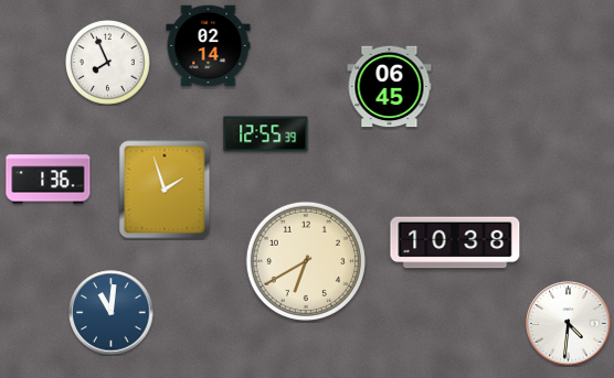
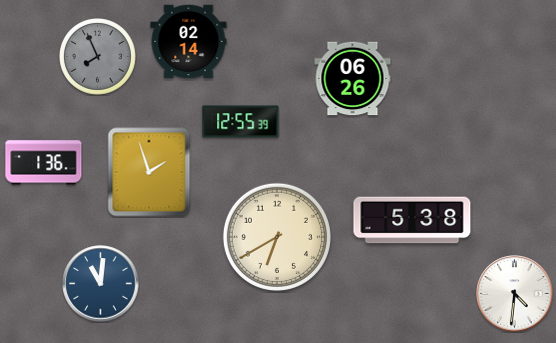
clock at (108, 63) dial: white -> grey
clock at (390, 87): 06:45 -> 06:26
clock at (455, 242): 10:38 -> 5:38
